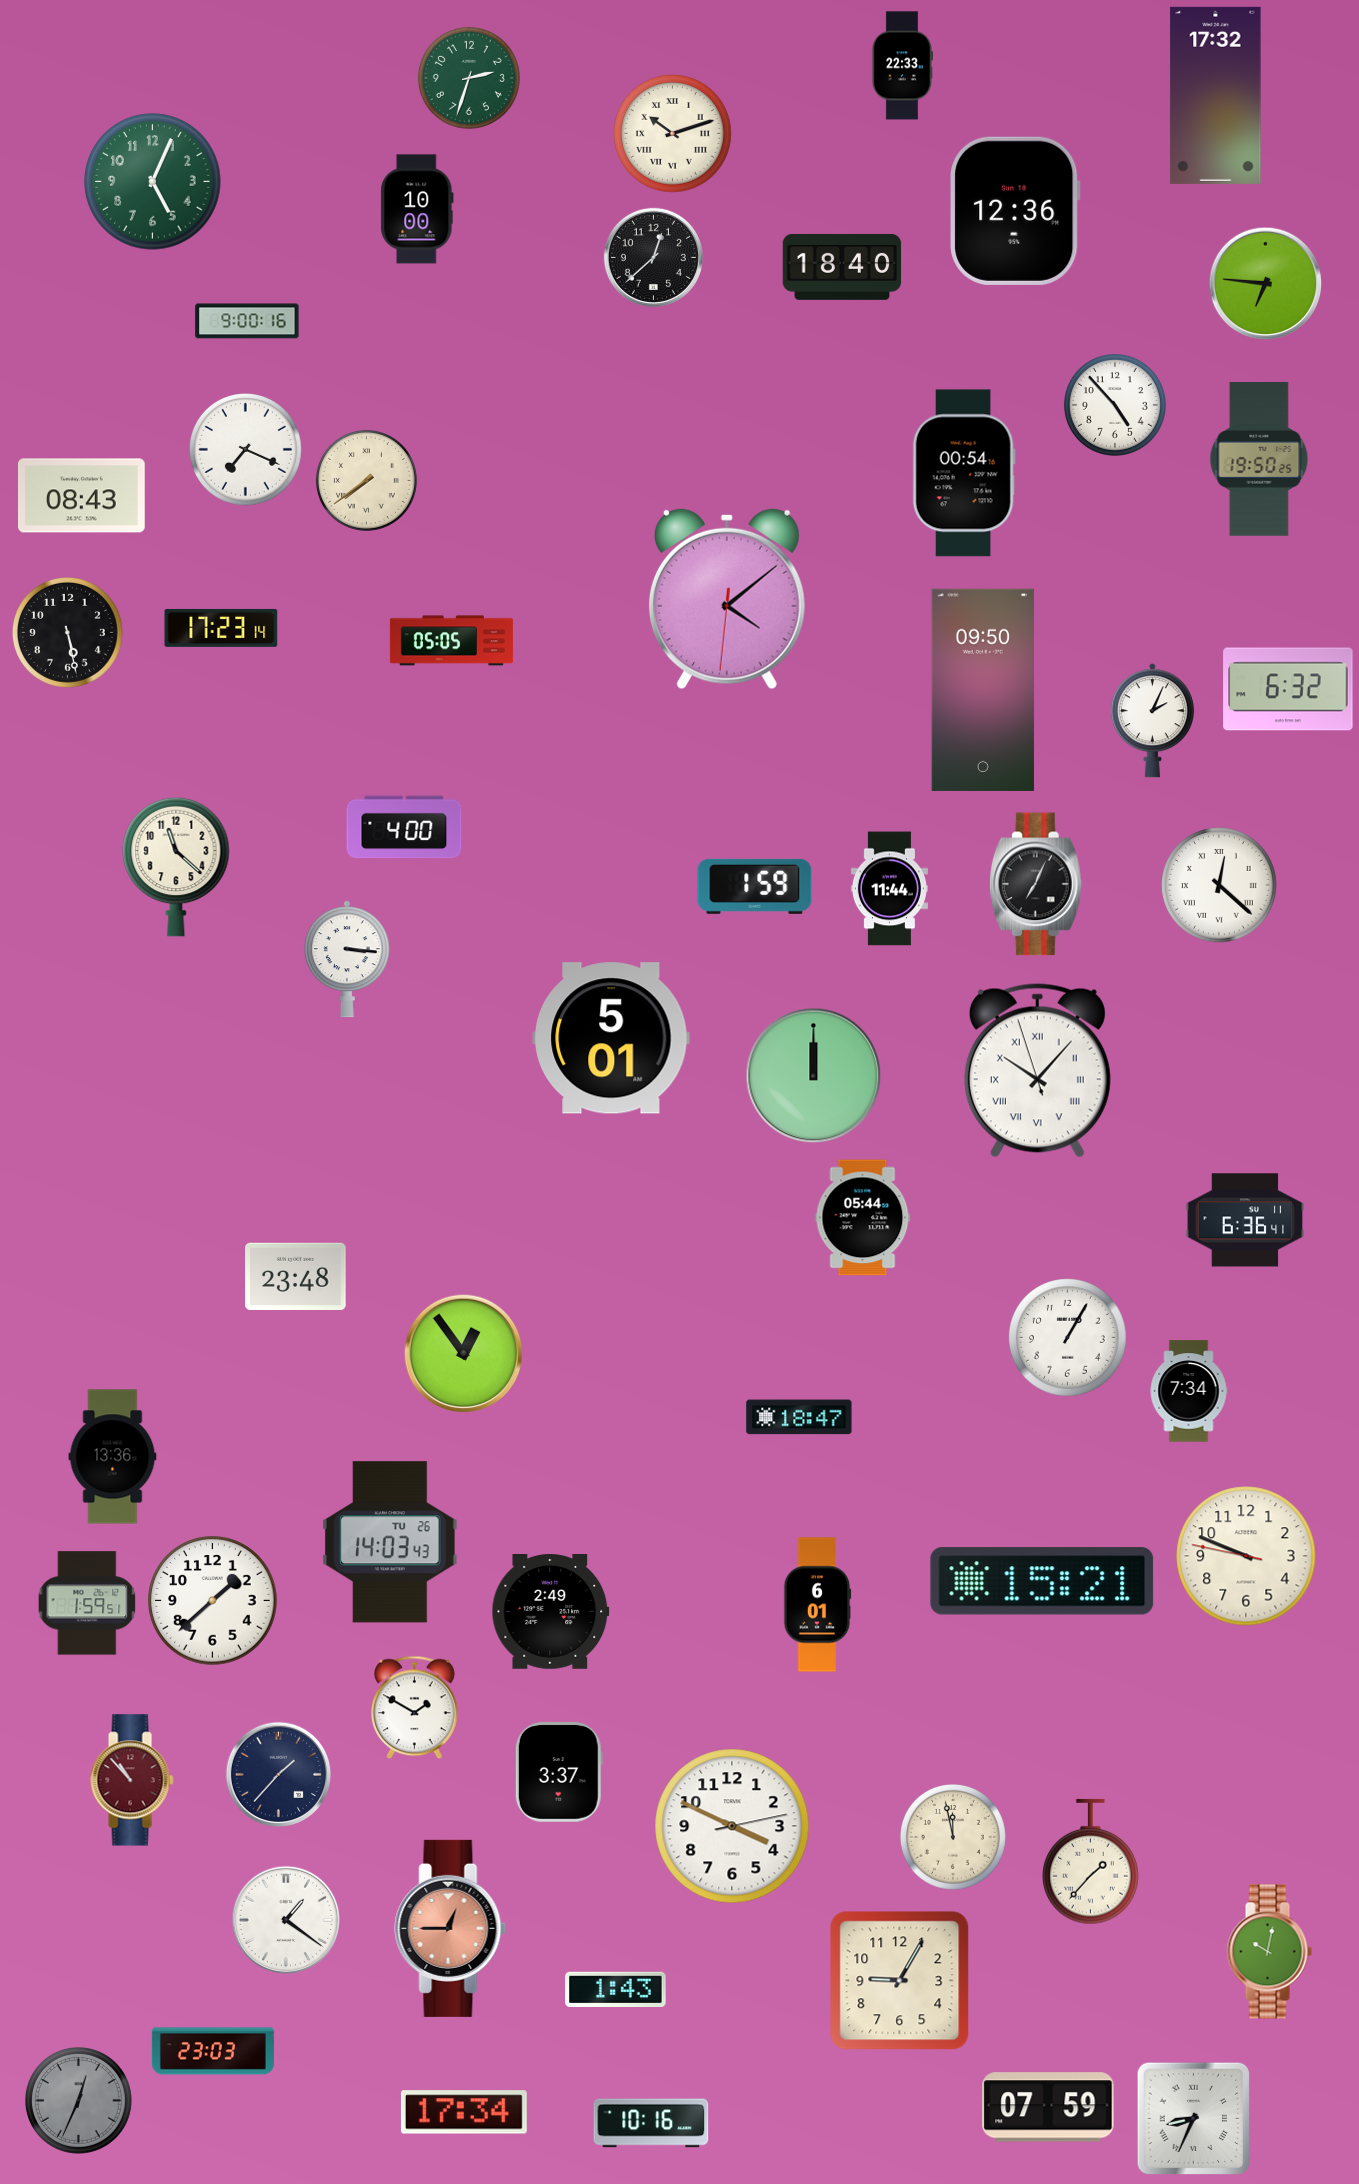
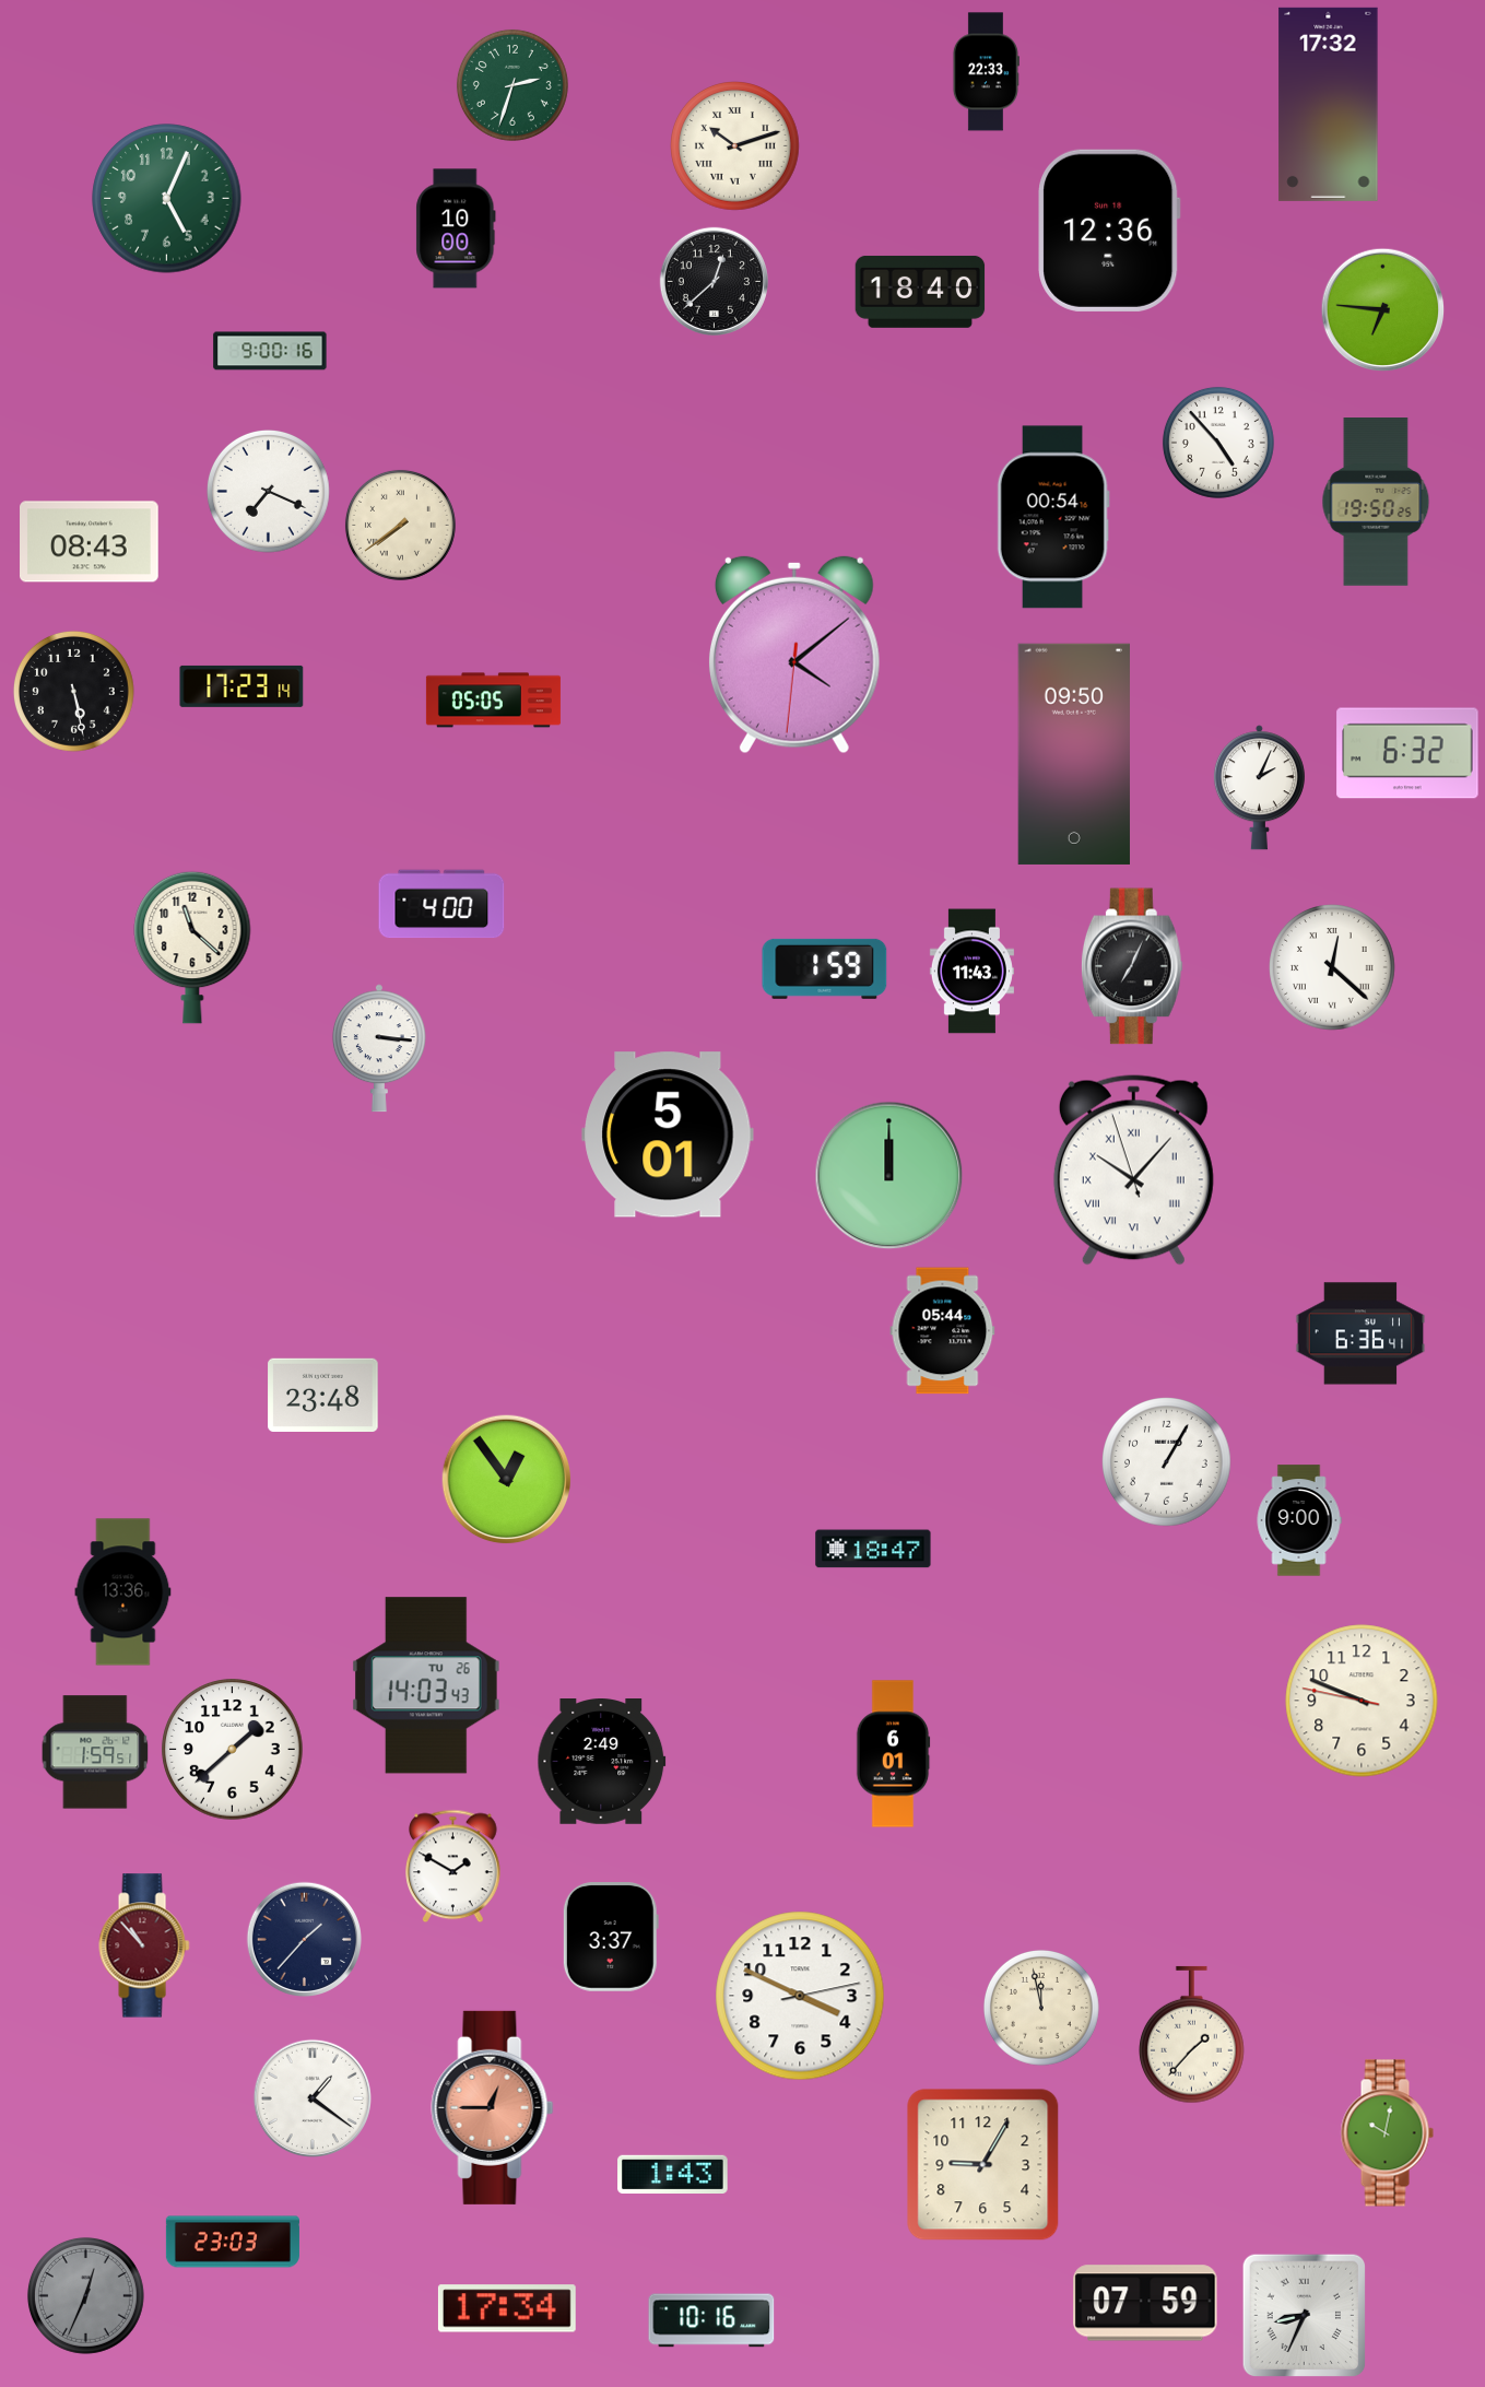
clock at (889, 889): 11:44 -> 11:43
clock at (1189, 1391): 7:34 -> 9:00
clock at (1042, 1581): 15:21 -> none
